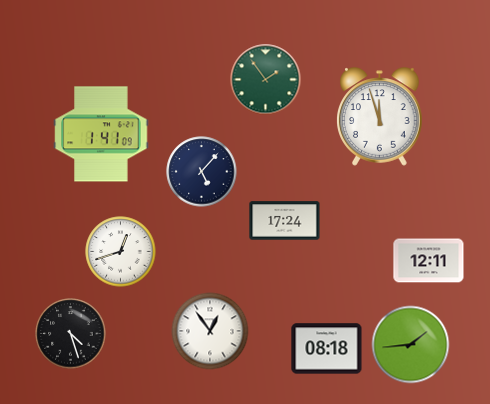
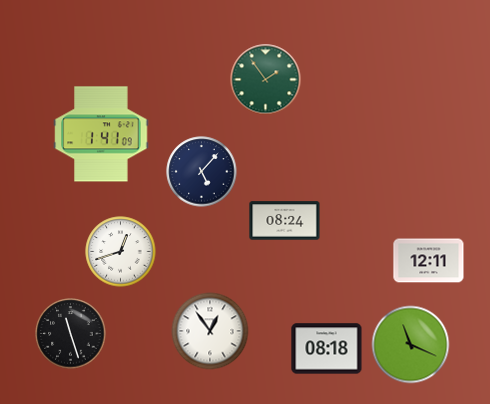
clock at (380, 117): 11:57 -> none
clock at (285, 221): 17:24 -> 08:24
clock at (71, 334): 4:27 -> 11:27
clock at (411, 345): 1:44 -> 11:19
